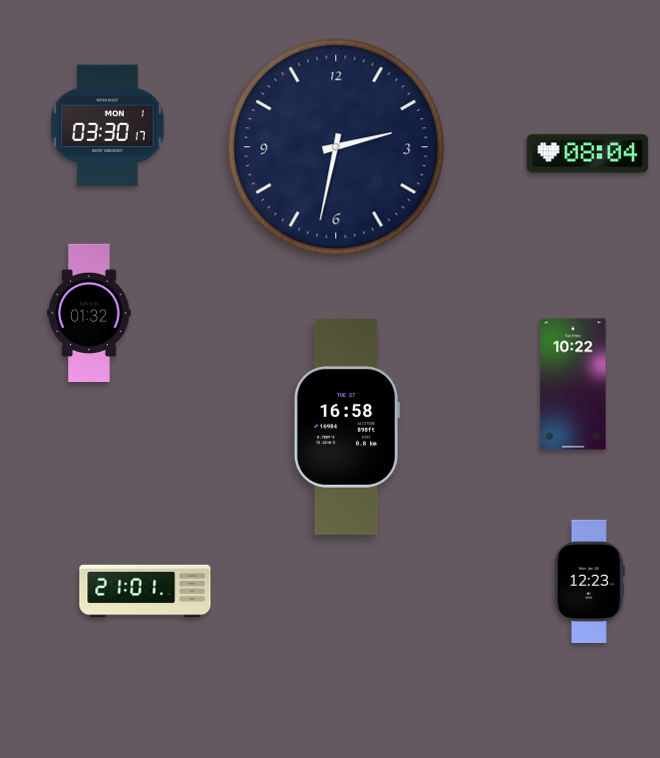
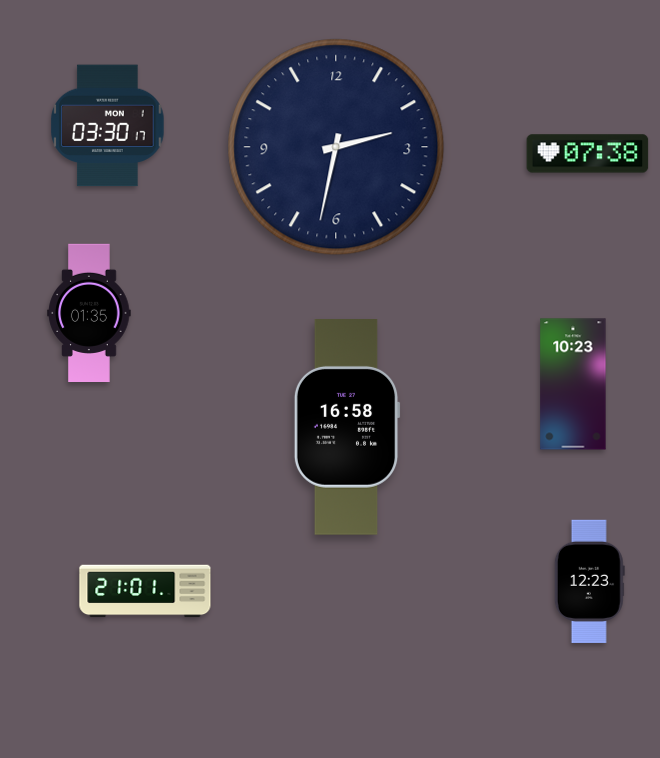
clock at (588, 154): 08:04 -> 07:38
clock at (89, 312): 01:32 -> 01:35
clock at (573, 384): 10:22 -> 10:23
